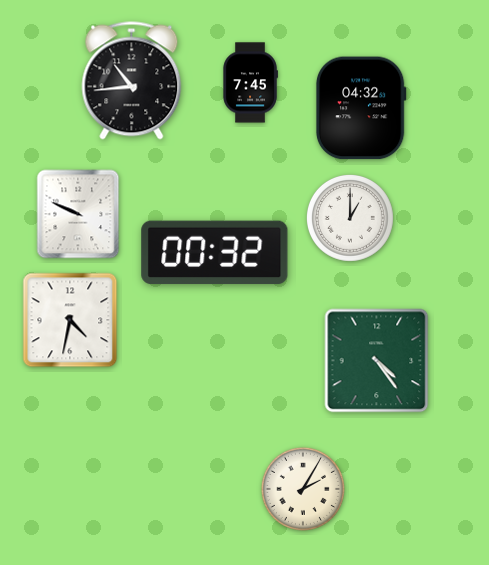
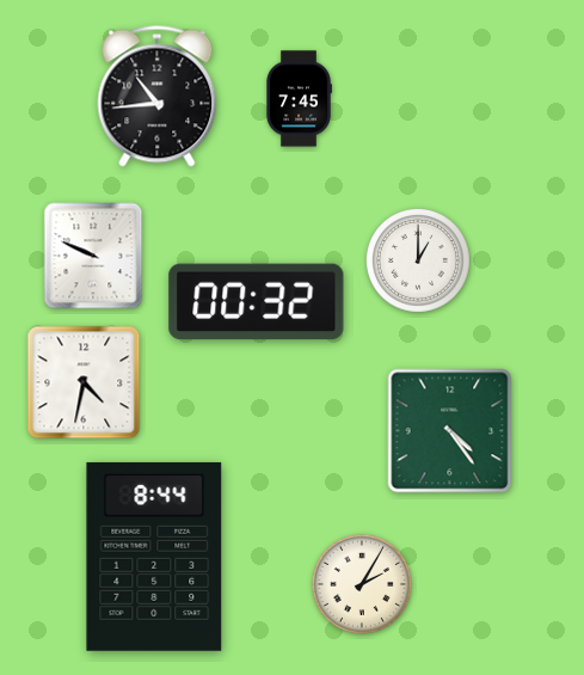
clock at (361, 108): 04:32 -> none
clock at (154, 557): none -> 8:44
